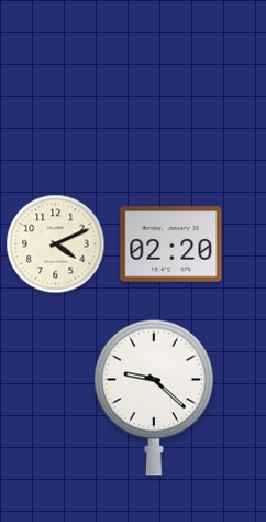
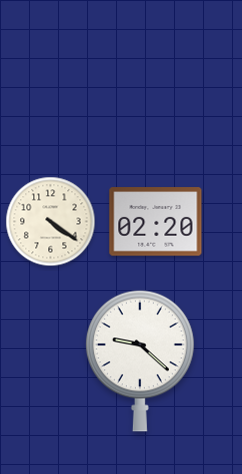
clock at (56, 244): 4:11 -> 4:21
